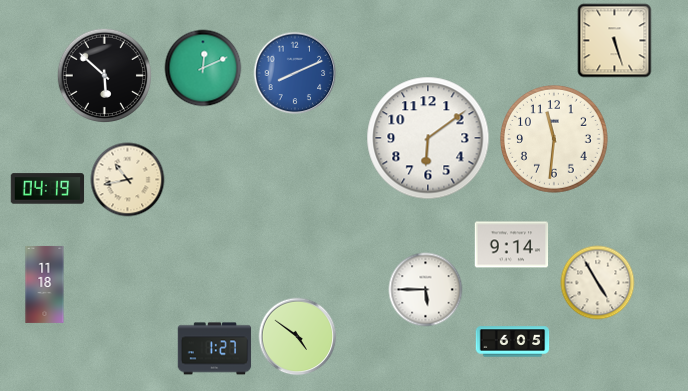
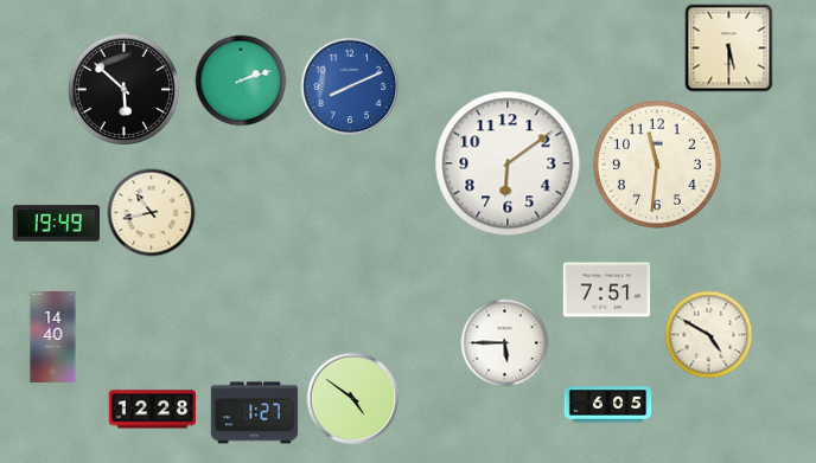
clock at (615, 41): 5:27 -> 5:30
clock at (203, 68): 12:11 -> 2:12
clock at (48, 189): 04:19 -> 19:49
clock at (512, 245): 9:14 -> 7:51
clock at (598, 283): 4:55 -> 4:50
clock at (45, 284): 11:18 -> 14:40
clock at (153, 410): none -> 12:28
